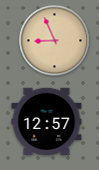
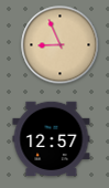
clock at (47, 122) position: (47, 122) -> (52, 139)
